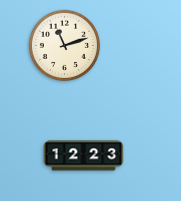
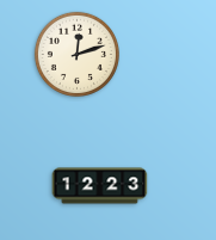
clock at (64, 45): 11:12 -> 12:12
